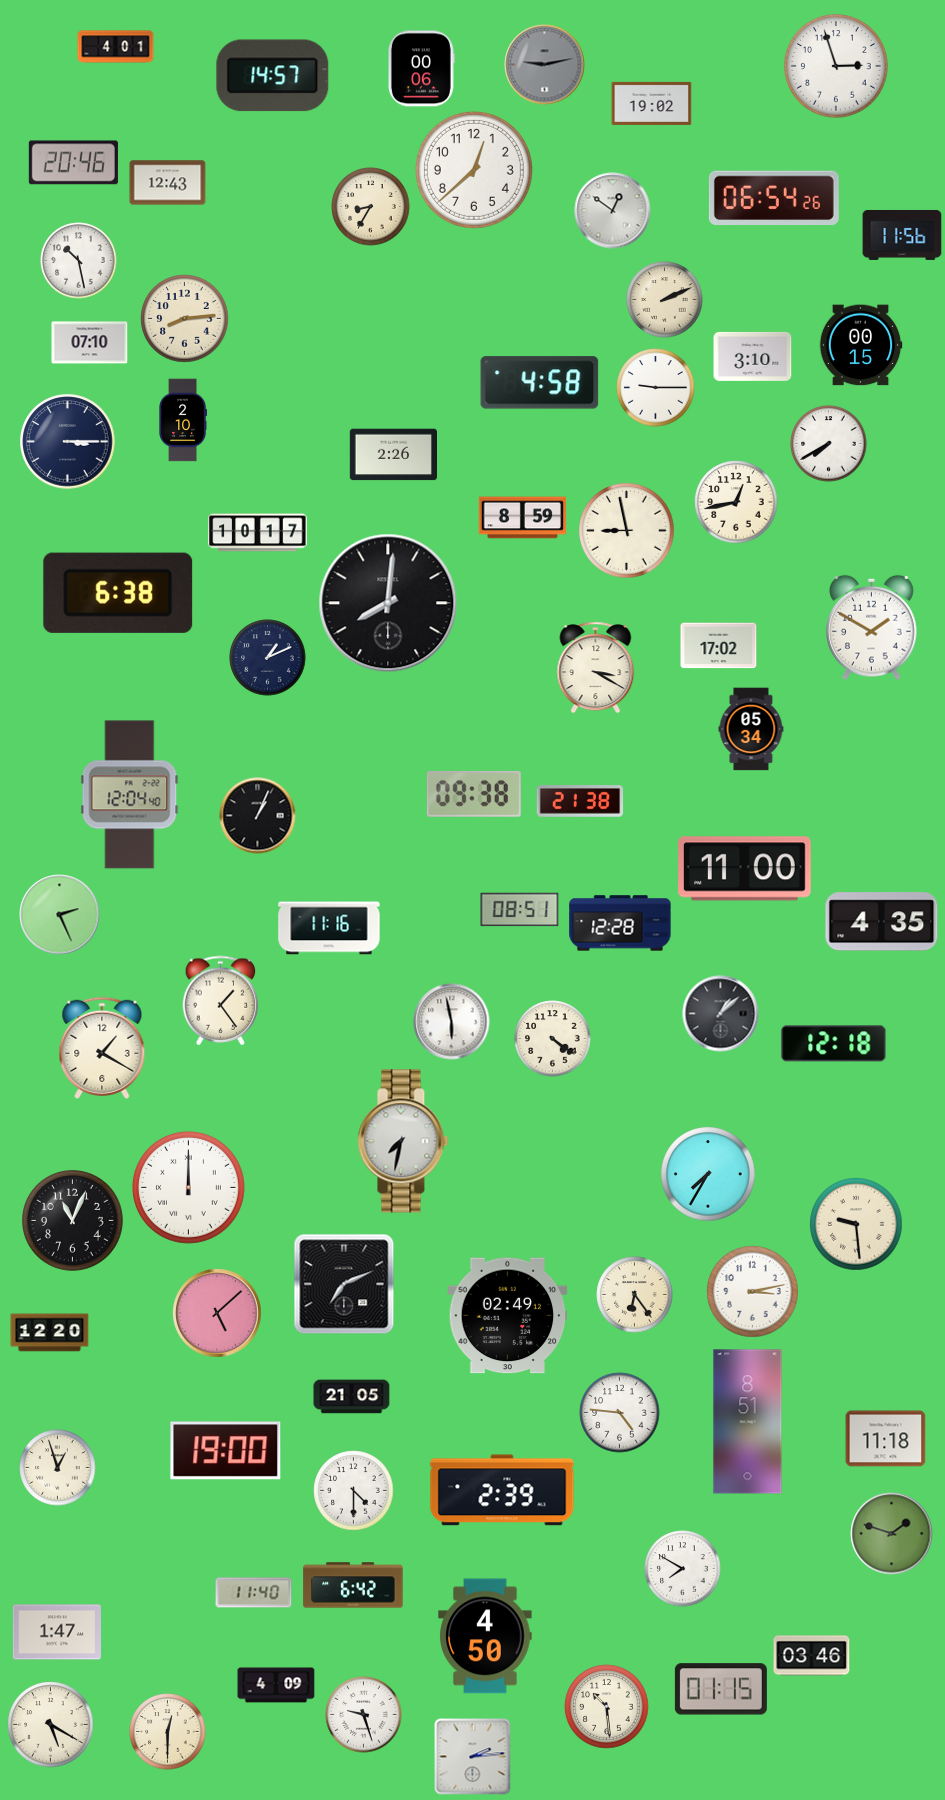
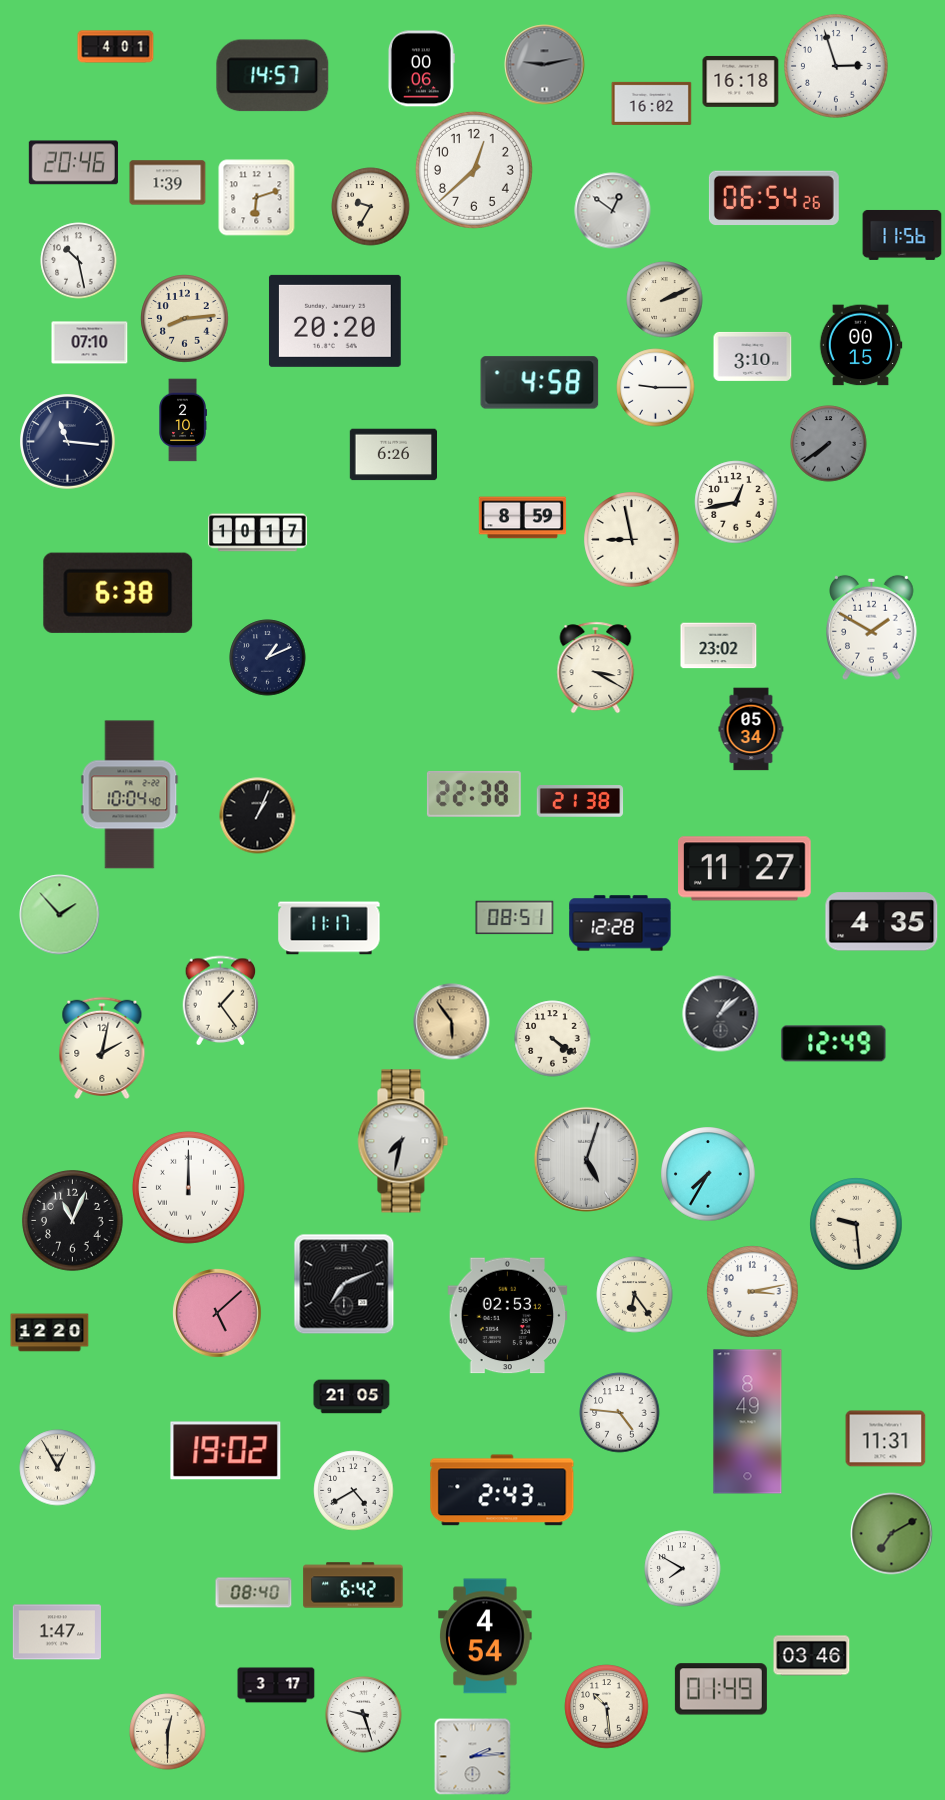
clock at (741, 81): none -> 16:18
clock at (652, 103): 19:02 -> 16:02
clock at (168, 183): 12:43 -> 1:39
clock at (257, 198): none -> 6:12
clock at (371, 207): 8:35 -> 9:35
clock at (335, 321): none -> 20:20
clock at (68, 442): 3:15 -> 11:16
clock at (829, 444): 7:40 -> 7:39
clock at (829, 444) dial: white -> grey
clock at (394, 455): 2:26 -> 6:26
clock at (627, 531) position: (627, 531) -> (632, 540)
clock at (388, 603): 8:01 -> none
clock at (719, 646): 17:02 -> 23:02
clock at (474, 794): 09:38 -> 22:38
clock at (130, 795): 12:04 -> 10:04
clock at (745, 869): 11:00 -> 11:27
clock at (520, 910) position: (520, 910) -> (515, 918)
clock at (60, 915): 2:26 -> 1:53
clock at (329, 928): 11:16 -> 11:17
clock at (452, 1022): 5:58 -> 5:54
clock at (452, 1022) dial: white -> champagne
clock at (834, 1044): 12:18 -> 12:49
clock at (102, 1048): 1:20 -> 2:02
clock at (586, 1159): none -> 5:03
clock at (508, 1316): 02:49 -> 02:53
clock at (748, 1422): 8:51 -> 8:49
clock at (886, 1439): 11:18 -> 11:31
clock at (226, 1451): 19:00 -> 19:02
clock at (58, 1468): 12:57 -> 12:55
clock at (502, 1490): 2:39 -> 2:43
clock at (354, 1491): 4:30 -> 4:40
clock at (892, 1534): 1:48 -> 7:10
clock at (254, 1593): 11:40 -> 08:40
clock at (485, 1636): 4:50 -> 4:54
clock at (276, 1685): 4:09 -> 3:17
clock at (721, 1689): 01:15 -> 01:49
clock at (51, 1725): 5:20 -> none
